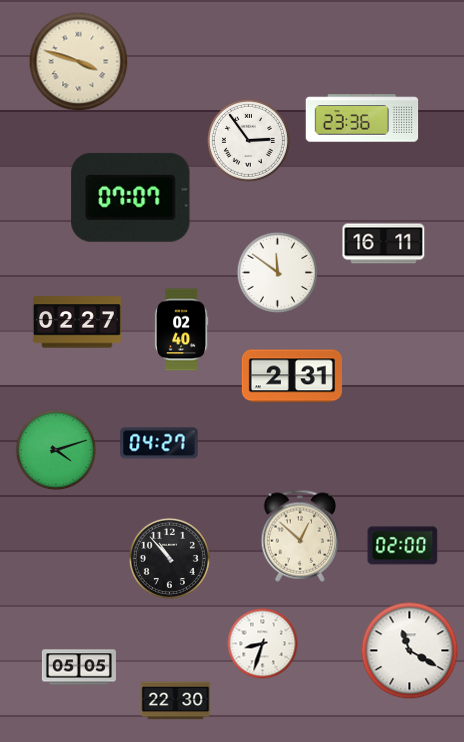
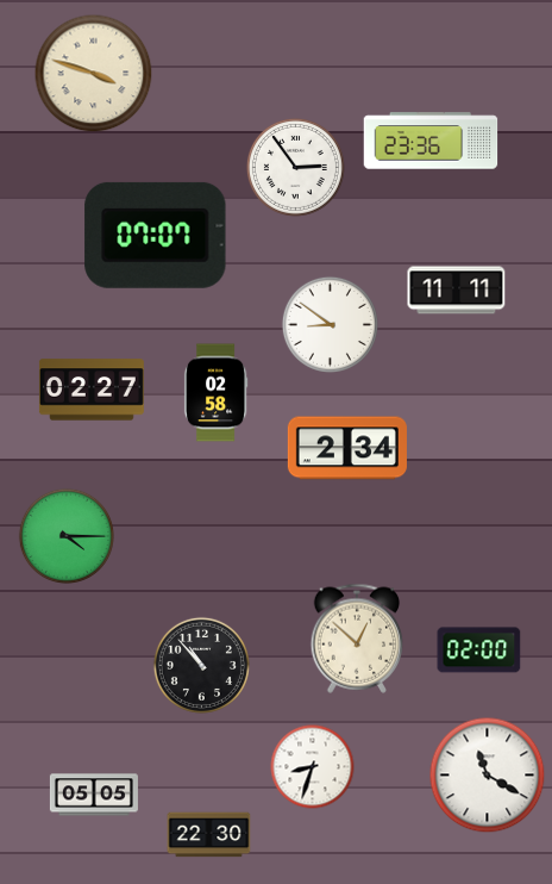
clock at (384, 244): 16:11 -> 11:11
clock at (277, 272): 11:51 -> 8:51
clock at (77, 322) position: (77, 322) -> (92, 390)
clock at (181, 330): 02:40 -> 02:58
clock at (292, 376): 2:31 -> 2:34
clock at (159, 443): 04:27 -> none
clock at (55, 449): 4:12 -> 4:15
